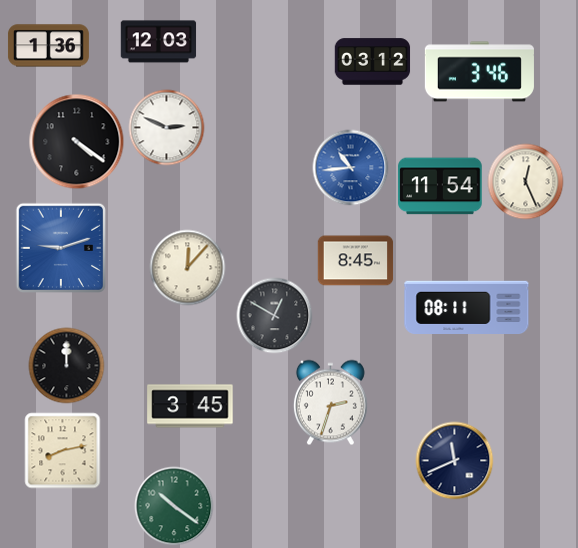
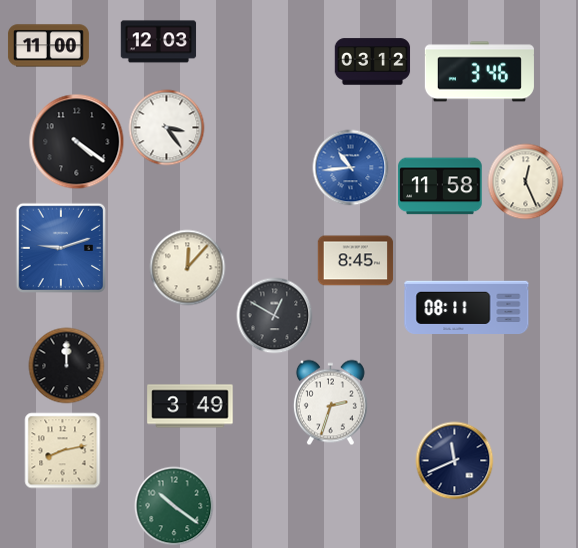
clock at (48, 46): 1:36 -> 11:00
clock at (167, 128): 2:49 -> 3:24
clock at (440, 186): 11:54 -> 11:58
clock at (190, 406): 3:45 -> 3:49
